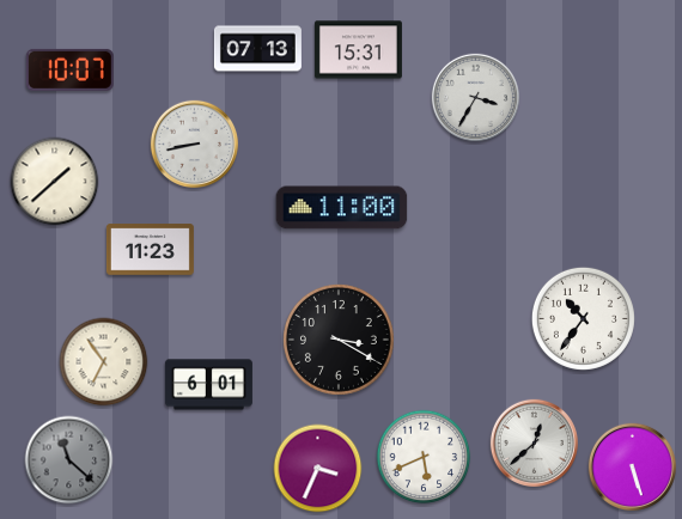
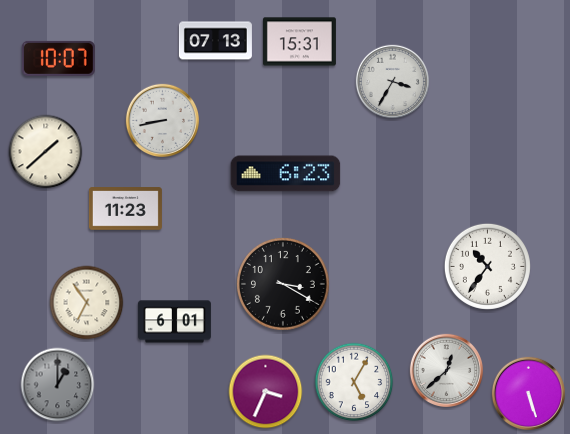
clock at (475, 97) position: (475, 97) -> (392, 81)
clock at (342, 208): 11:00 -> 6:23
clock at (424, 457): 5:41 -> 5:05
clock at (69, 460): 11:22 -> 1:00
clock at (632, 466) position: (632, 466) -> (528, 393)
